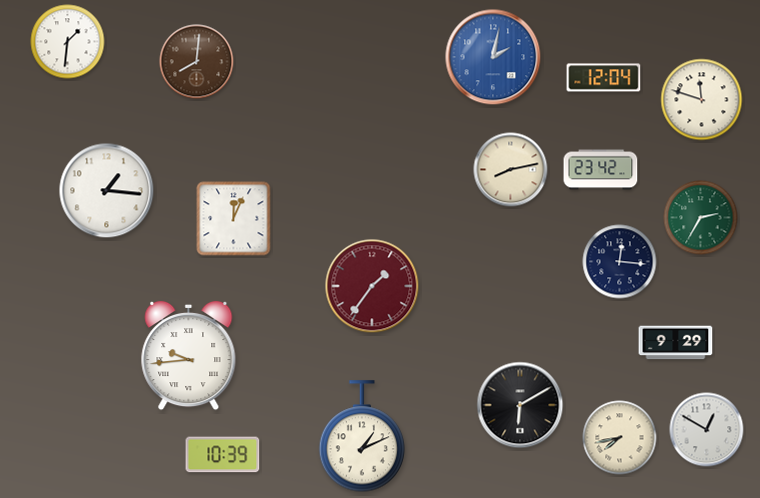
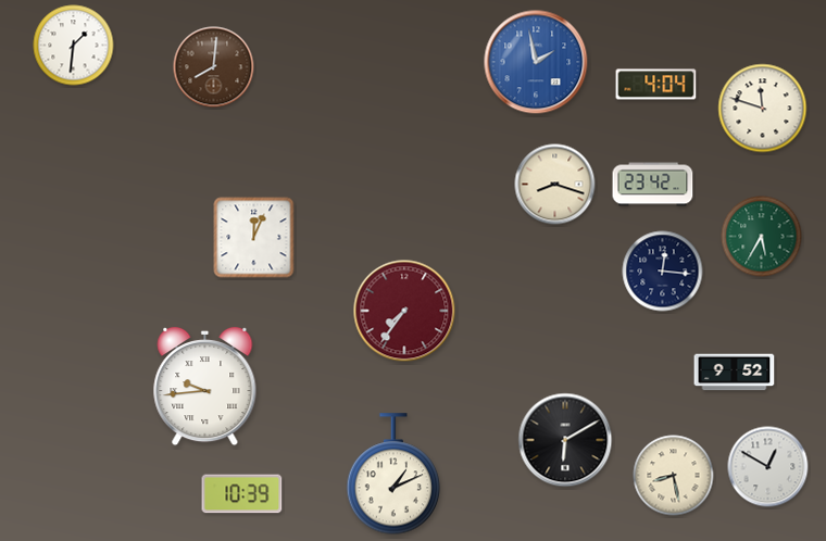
clock at (493, 57): 2:02 -> 1:58
clock at (604, 78): 12:04 -> 4:04
clock at (511, 170): 8:13 -> 8:18
clock at (107, 191): 1:16 -> none
clock at (701, 218): 2:35 -> 5:35
clock at (620, 262) position: (620, 262) -> (663, 272)
clock at (372, 286): 1:36 -> 7:36
clock at (676, 343): 9:29 -> 9:52
clock at (620, 438): 7:43 -> 8:28
